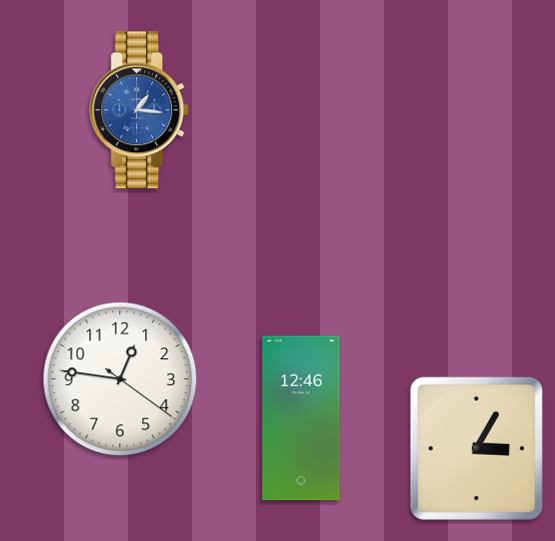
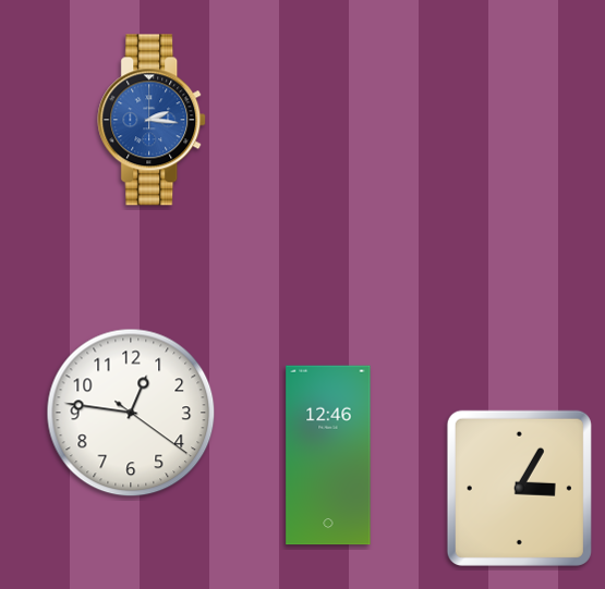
clock at (140, 110): 1:16 -> 2:16
